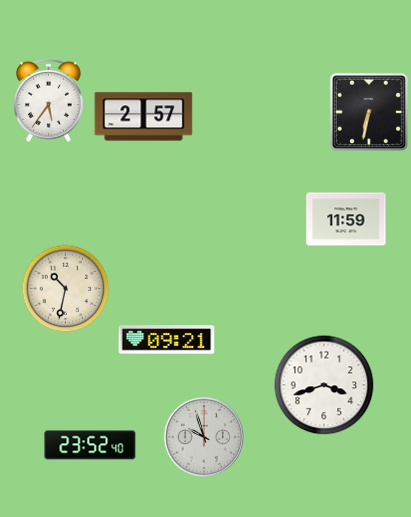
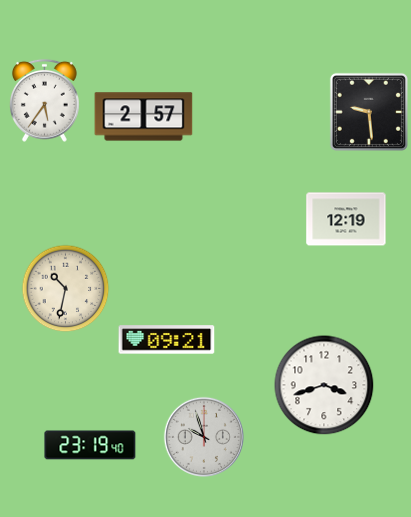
clock at (48, 100) position: (48, 100) -> (44, 100)
clock at (369, 112): 6:32 -> 9:29
clock at (346, 219): 11:59 -> 12:19
clock at (90, 445): 23:52 -> 23:19
